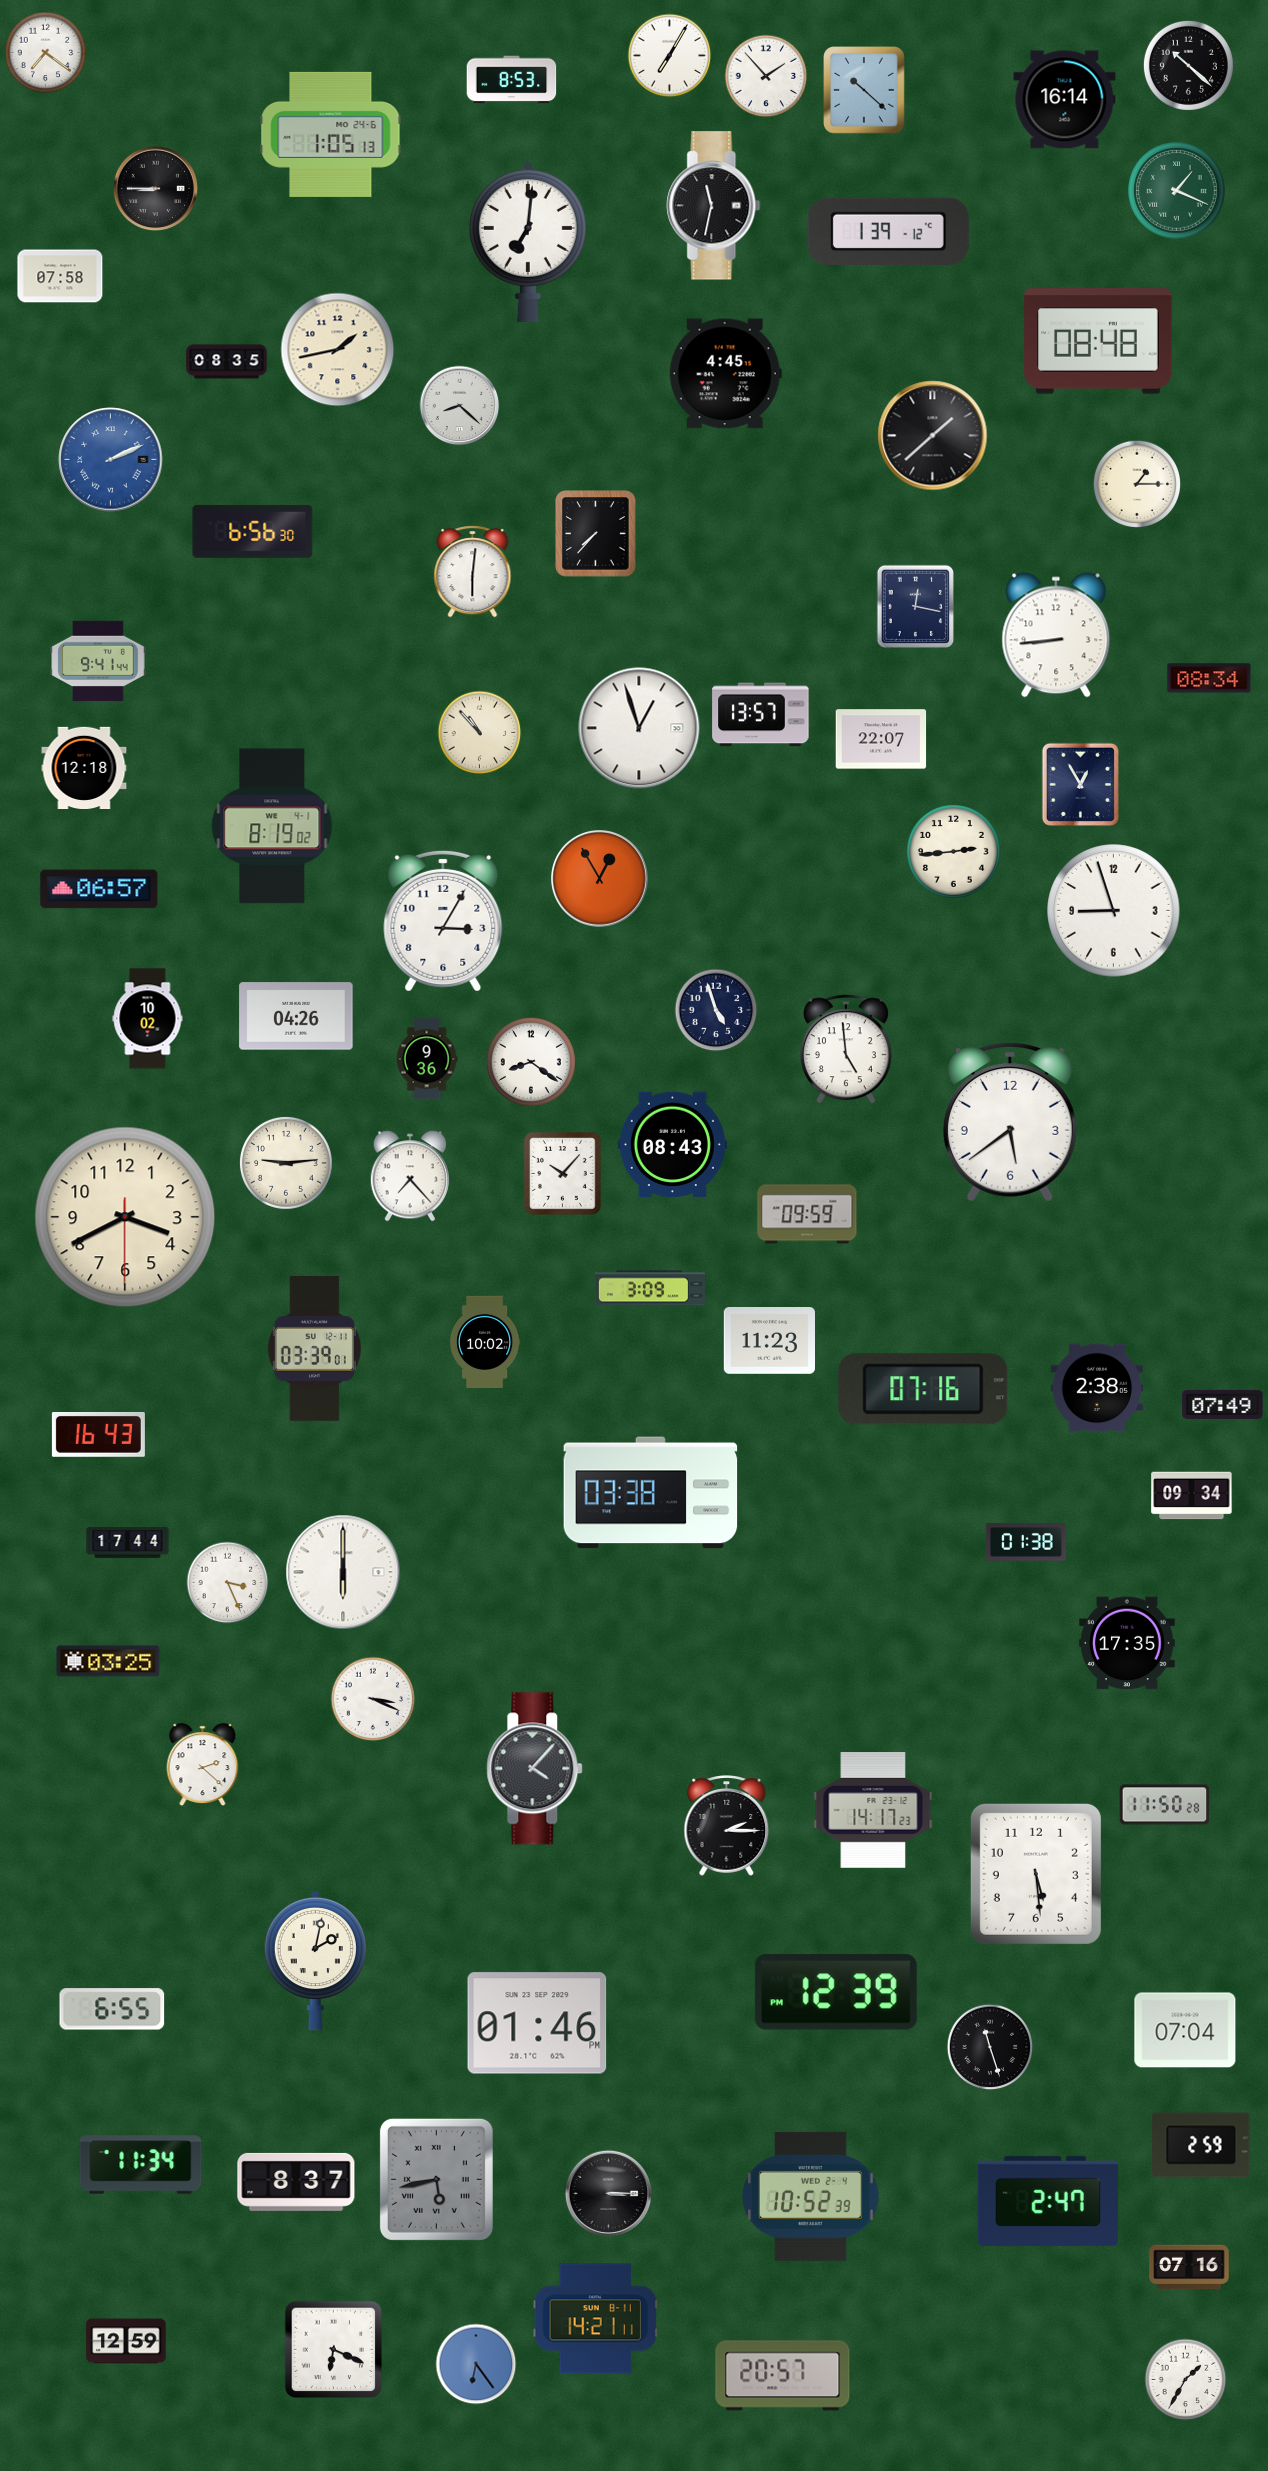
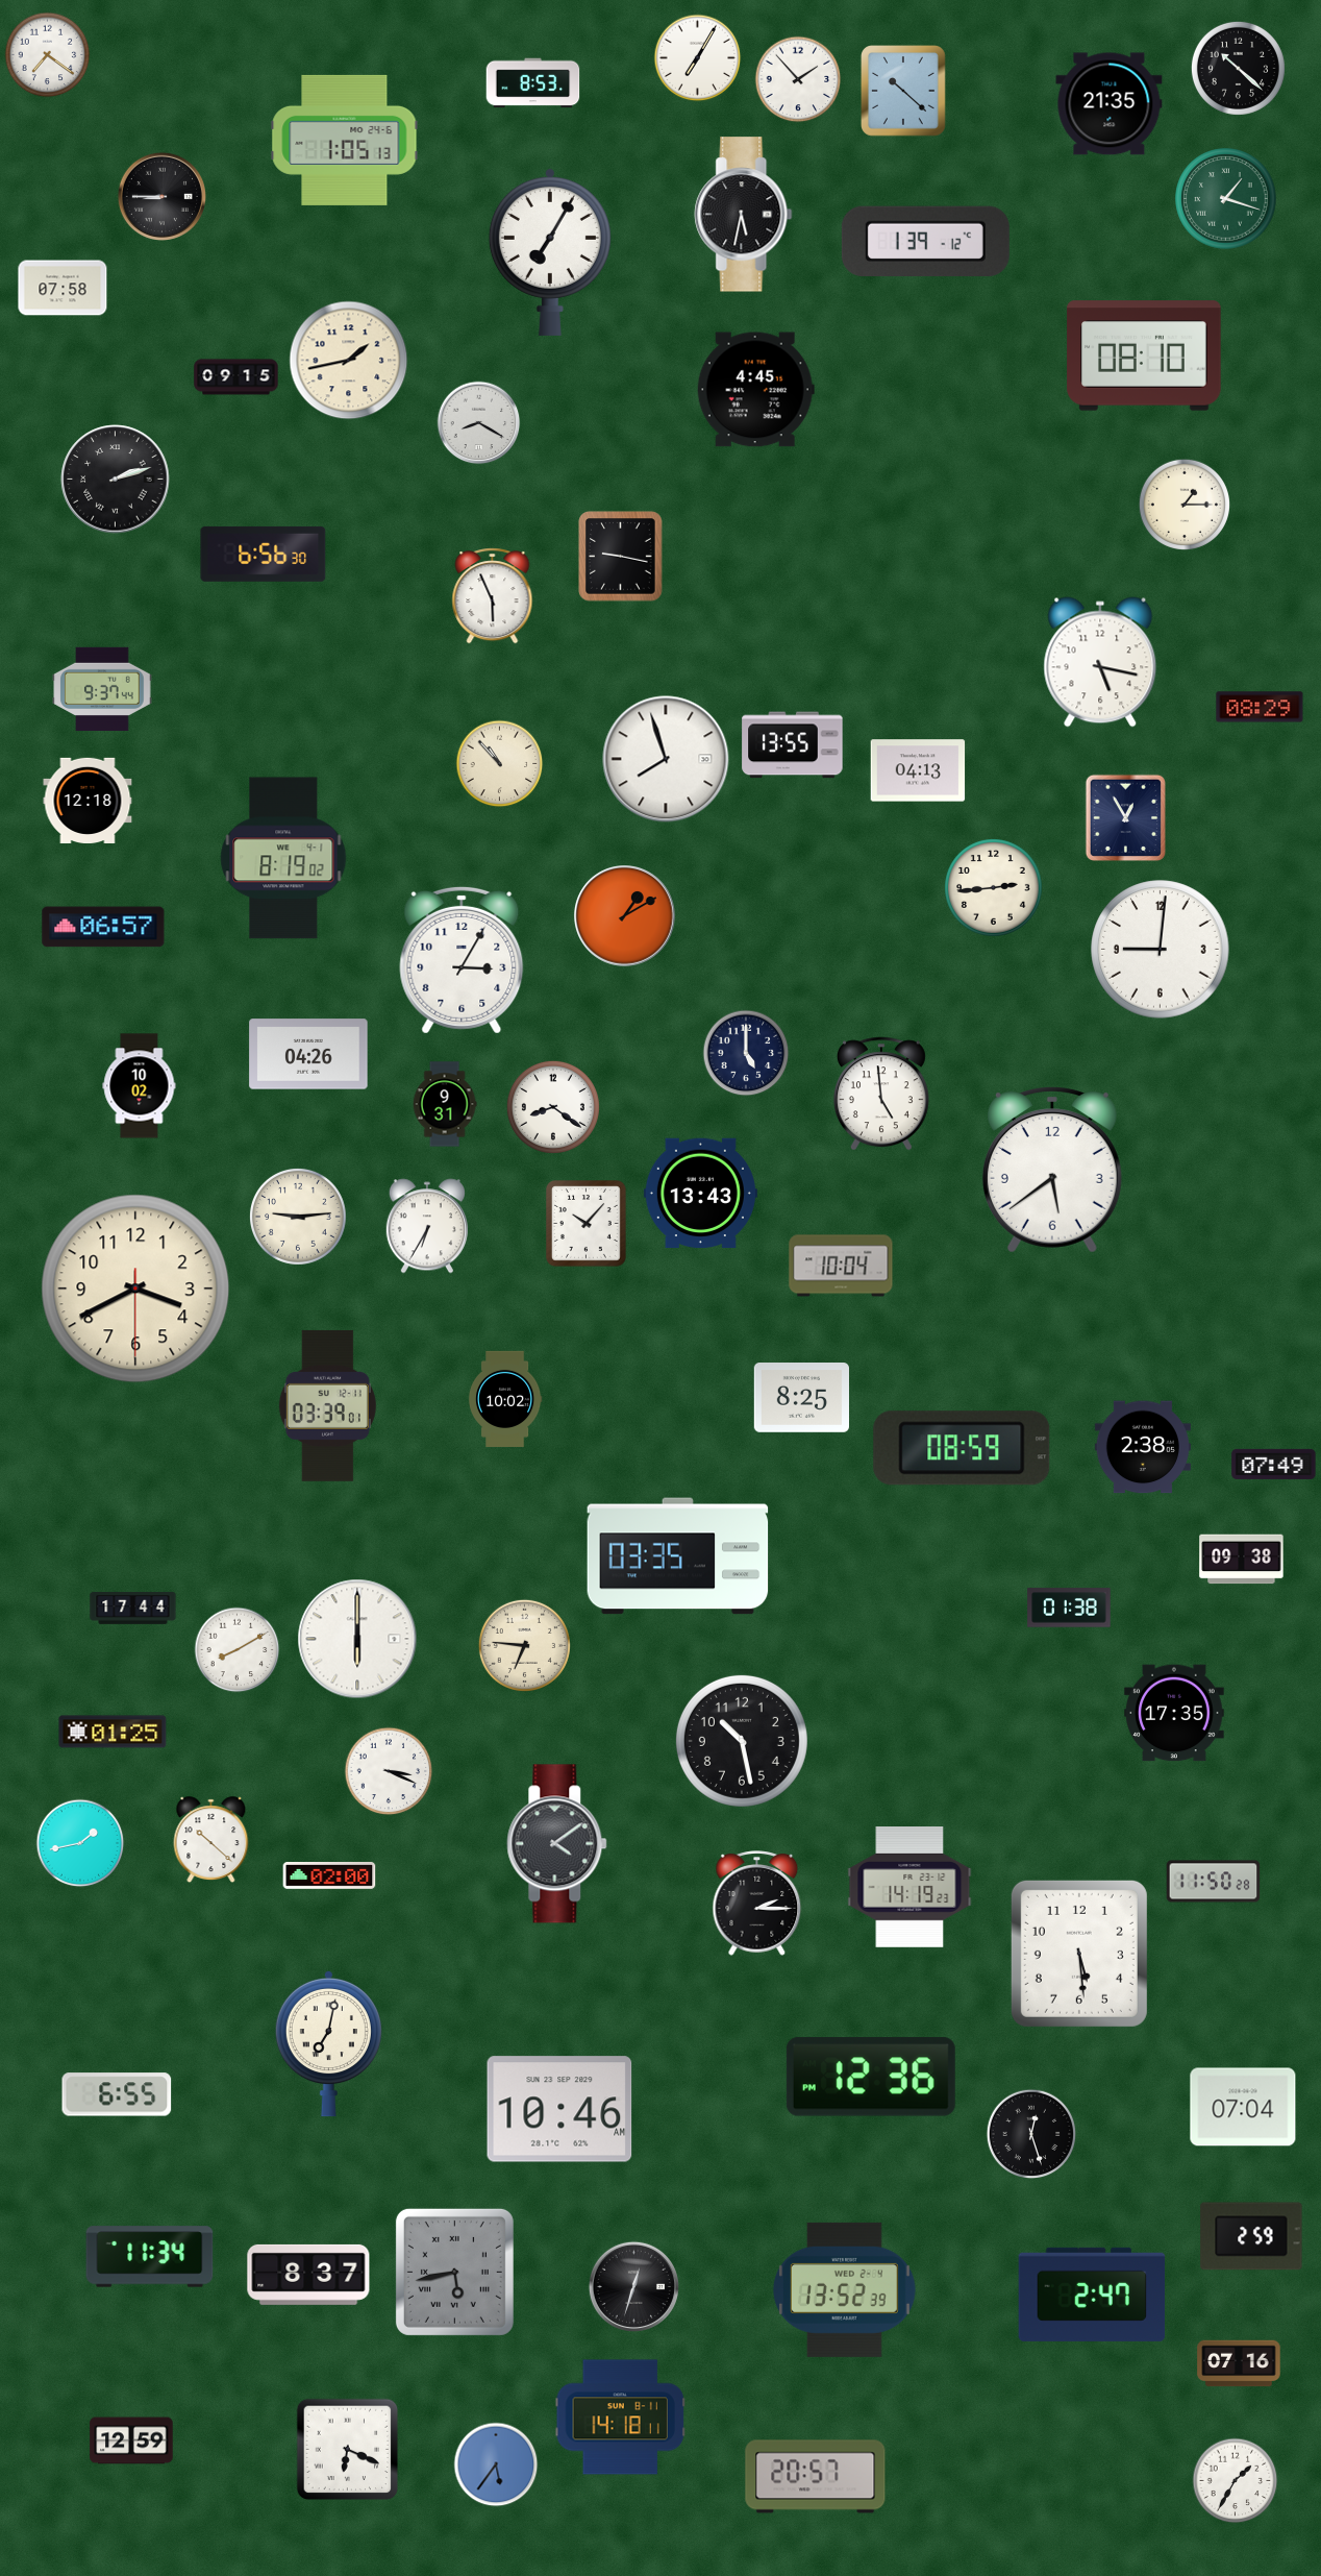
clock at (865, 91) position: (865, 91) -> (904, 92)
clock at (1065, 100): 16:14 -> 21:35
clock at (1177, 191): 1:19 -> 1:18
clock at (714, 206): 11:32 -> 5:32
clock at (528, 241): 7:01 -> 7:05
clock at (1098, 341): 08:48 -> 08:10
clock at (338, 350) position: (338, 350) -> (349, 361)
clock at (227, 362): 08:35 -> 09:15
clock at (460, 406): 8:22 -> 8:20
clock at (933, 436): 1:38 -> none
clock at (111, 460): 2:11 -> 2:12
clock at (111, 460) dial: blue -> black
clock at (596, 534): 7:37 -> 9:17
clock at (473, 572): 6:01 -> 5:56
clock at (915, 606): 12:17 -> none
clock at (1056, 635): 8:44 -> 5:17
clock at (98, 661): 9:41 -> 9:37
clock at (1209, 678): 08:34 -> 08:29
clock at (761, 715): 13:57 -> 13:55
clock at (639, 728): 12:57 -> 7:57
clock at (881, 739): 22:07 -> 04:13
clock at (272, 826) position: (272, 826) -> (283, 858)
clock at (600, 879): 12:55 -> 1:10
clock at (1114, 911): 8:57 -> 9:01
clock at (716, 1010): 4:57 -> 5:00
clock at (296, 1016) position: (296, 1016) -> (308, 1054)
clock at (148, 1019) position: (148, 1019) -> (140, 1086)
clock at (427, 1059): 9:36 -> 9:31
clock at (672, 1145): 08:43 -> 13:43
clock at (286, 1163) position: (286, 1163) -> (298, 1217)
clock at (410, 1176): 7:23 -> 6:35
clock at (807, 1214): 09:59 -> 10:04
clock at (125, 1217) position: (125, 1217) -> (135, 1289)
clock at (650, 1288): 3:09 -> none
clock at (769, 1341): 11:23 -> 8:25
clock at (923, 1389): 07:16 -> 08:59
clock at (98, 1435): 16:43 -> none
clock at (651, 1493): 03:38 -> 03:35
clock at (1192, 1496): 09:34 -> 09:38
clock at (524, 1645): none -> 6:46
clock at (228, 1583): 3:26 -> 8:10
clock at (108, 1661): 03:25 -> 01:25
clock at (742, 1741): none -> 10:28
clock at (203, 1765): 2:22 -> 10:22
clock at (80, 1843): none -> 1:43
clock at (535, 1769): 4:07 -> 4:09
clock at (329, 1876): none -> 02:00
clock at (873, 1811): 14:17 -> 14:19
clock at (315, 1960): 2:02 -> 7:02
clock at (836, 1992): 12:39 -> 12:36
clock at (537, 2023): 01:46 -> 10:46
clock at (1185, 2030) position: (1185, 2030) -> (1243, 2107)
clock at (990, 2047): 11:27 -> 12:27
clock at (141, 2165) position: (141, 2165) -> (150, 2257)
clock at (608, 2193): 3:15 -> 12:33
clock at (810, 2196): 10:52 -> 13:52
clock at (595, 2319): 14:21 -> 14:18
clock at (476, 2364): 6:24 -> 5:36
